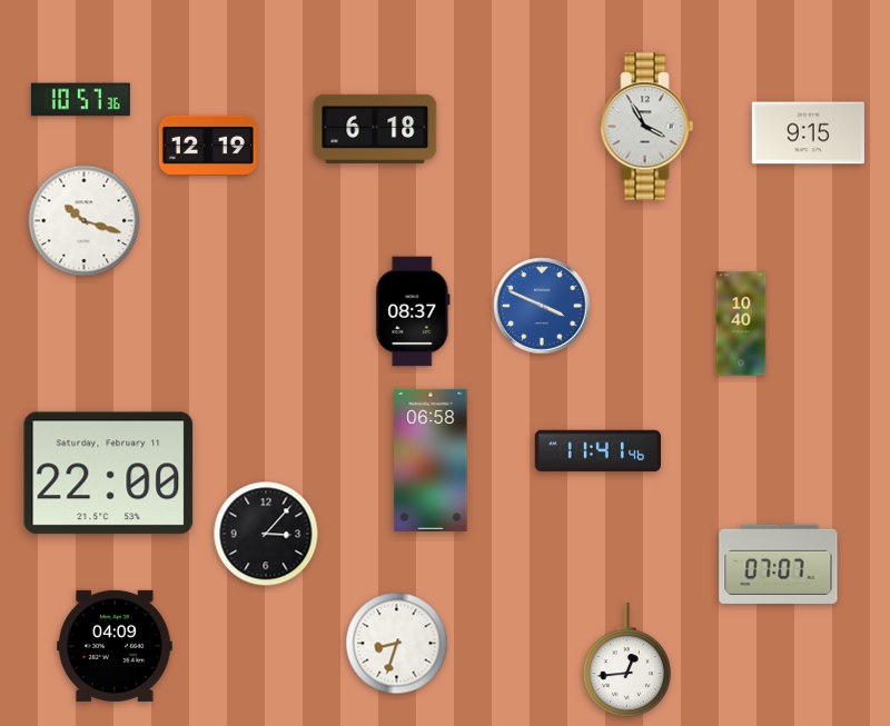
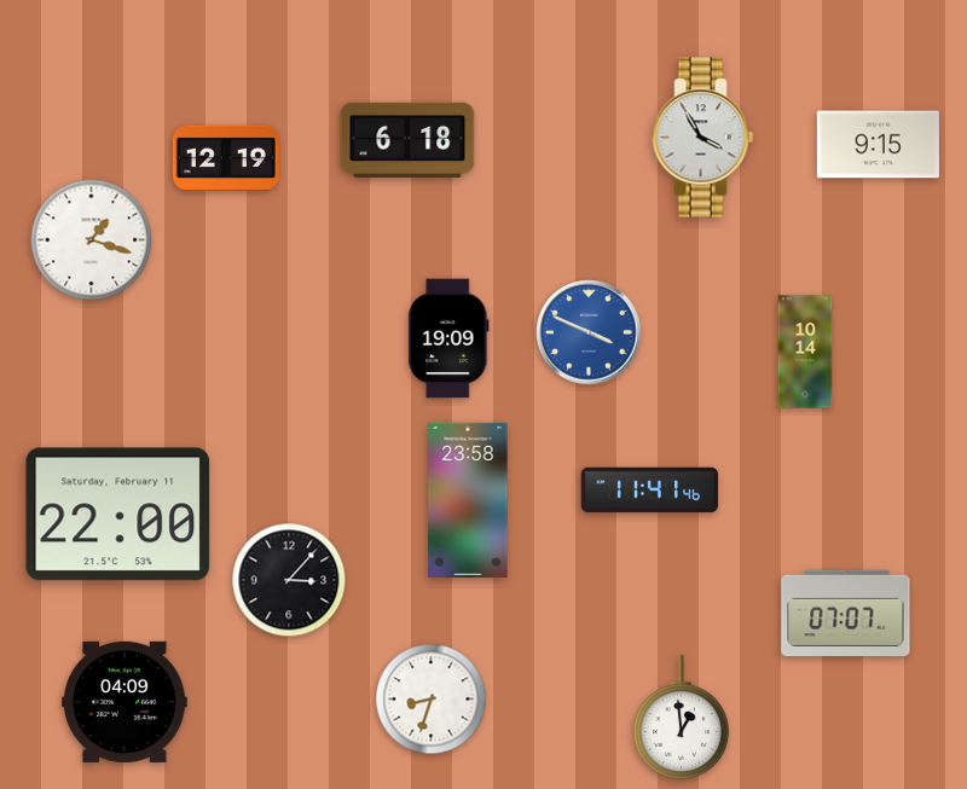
clock at (80, 100): 10:57 -> none
clock at (85, 221): 10:18 -> 1:18
clock at (413, 311): 08:37 -> 19:09
clock at (741, 324): 10:40 -> 10:14
clock at (431, 460): 06:58 -> 23:58
clock at (626, 660): 12:44 -> 12:59
